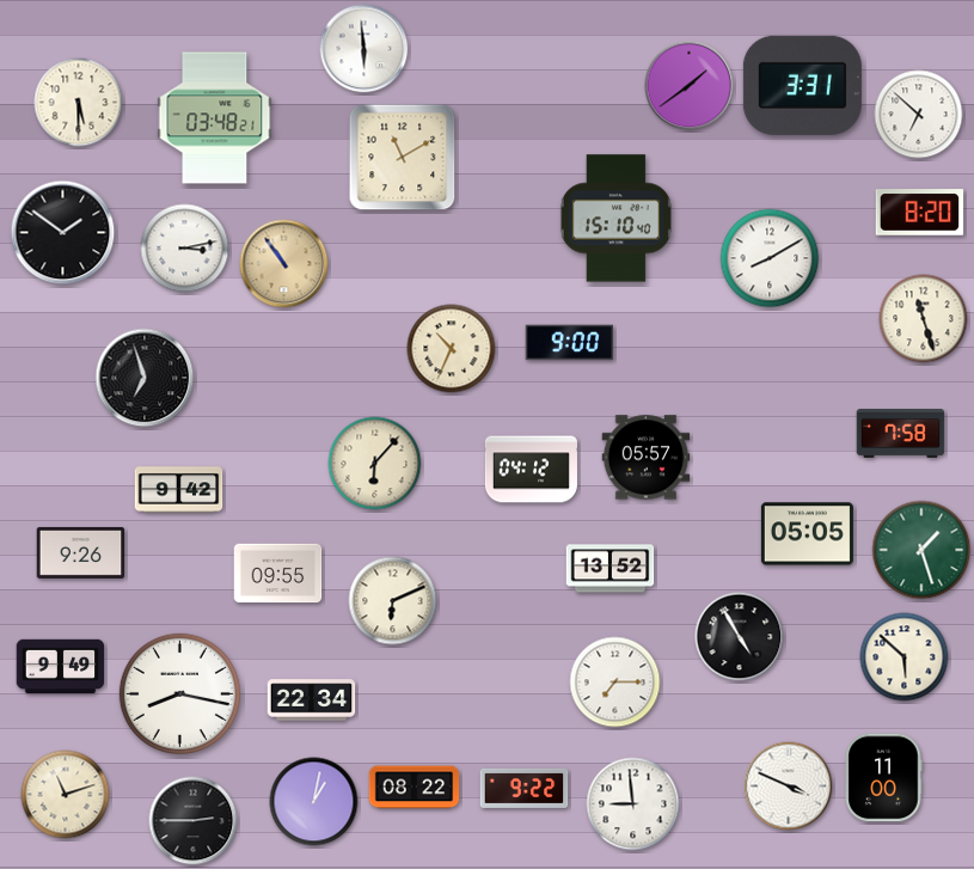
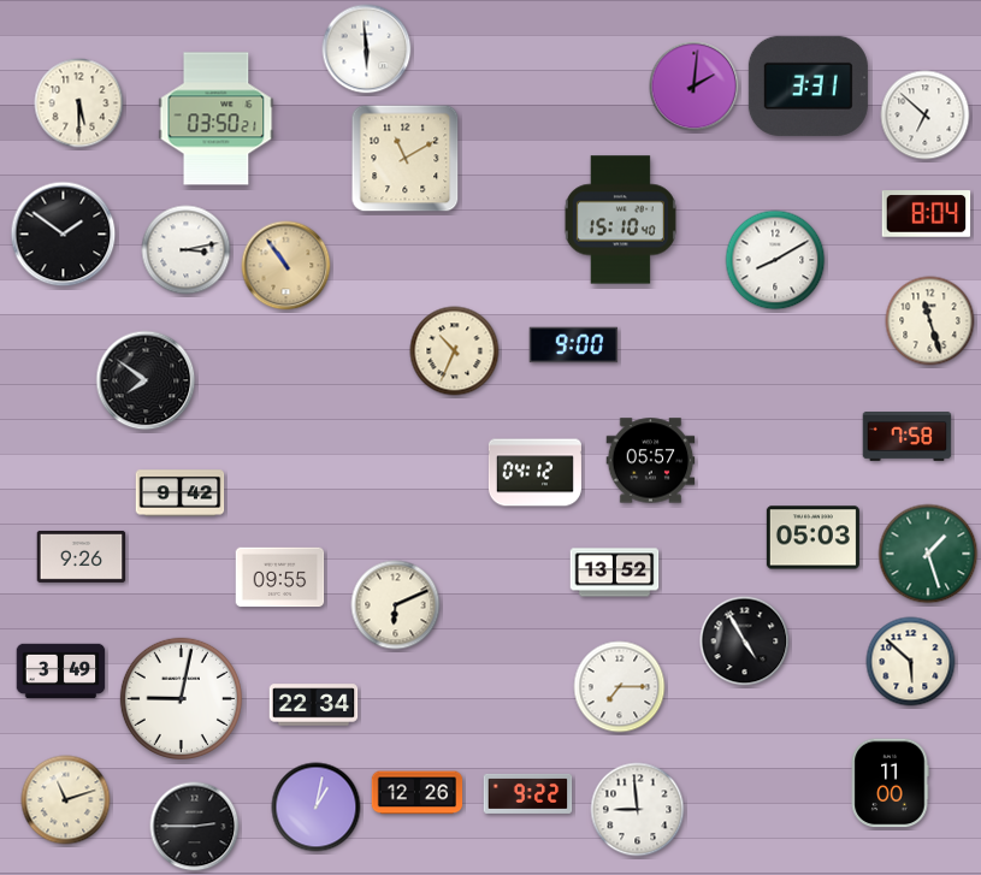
clock at (690, 86): 1:39 -> 2:01
clock at (215, 118): 03:48 -> 03:50
clock at (920, 213): 8:20 -> 8:04
clock at (145, 378): 6:57 -> 7:51
clock at (375, 464): 6:07 -> none
clock at (807, 534): 05:05 -> 05:03
clock at (61, 667): 9:49 -> 3:49
clock at (179, 693): 8:17 -> 9:02
clock at (789, 787): 3:49 -> none
clock at (415, 788): 08:22 -> 12:26
